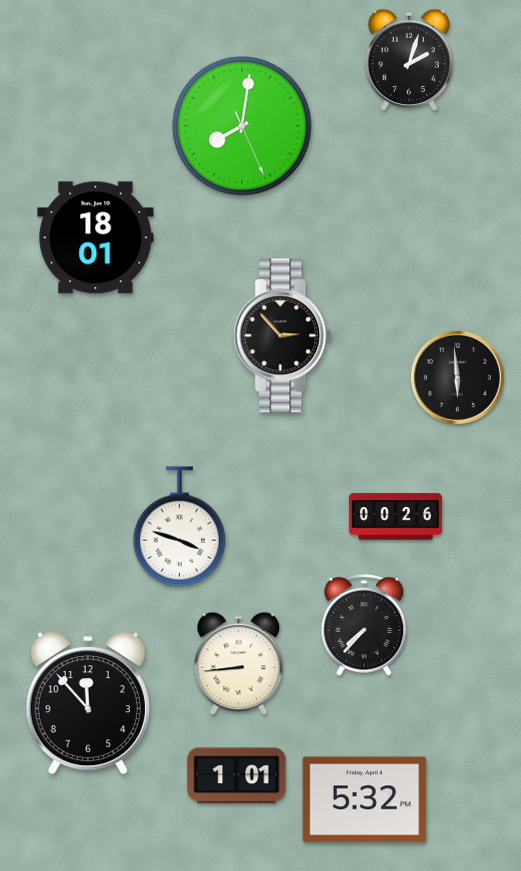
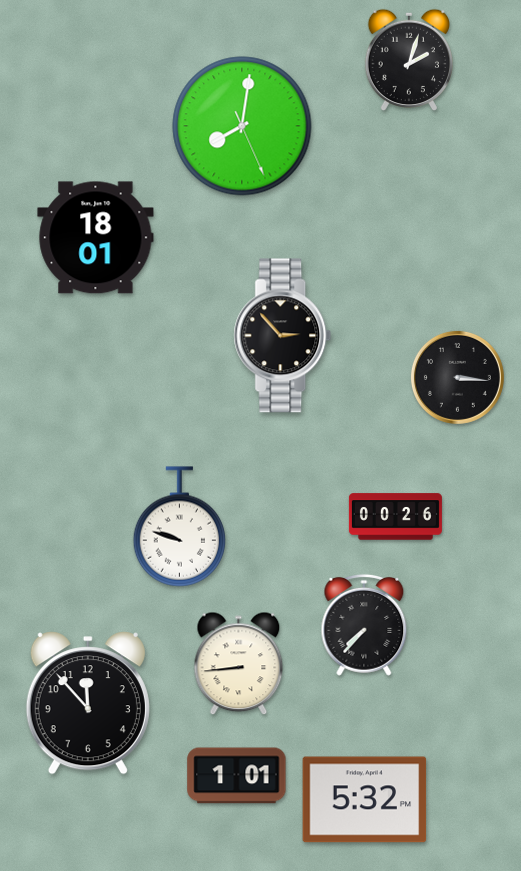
clock at (457, 377): 5:59 -> 3:16
clock at (179, 527): 3:48 -> 9:48
